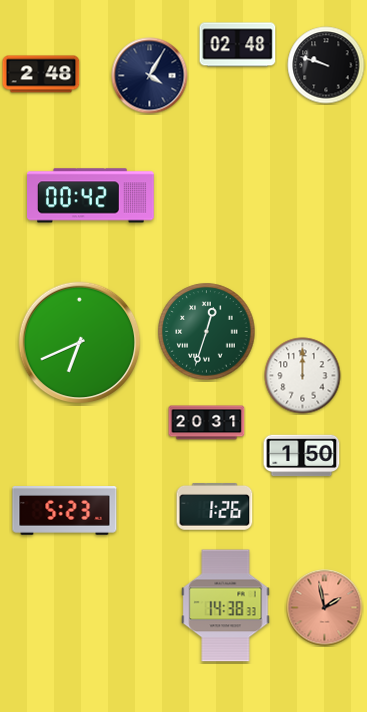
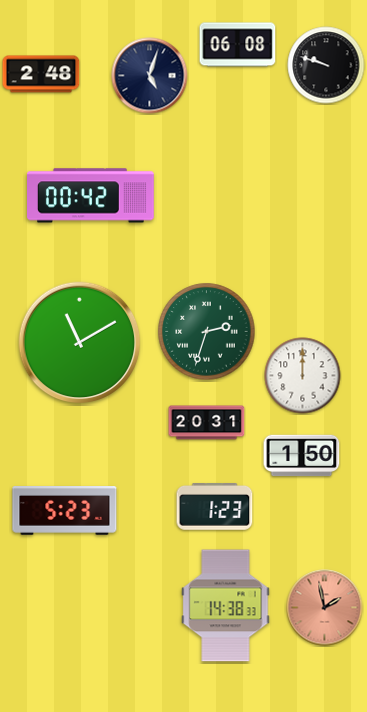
clock at (238, 45): 02:48 -> 06:08
clock at (150, 76): 4:05 -> 5:03
clock at (207, 332): 12:33 -> 2:33
clock at (80, 343): 6:41 -> 11:10
clock at (215, 507): 1:26 -> 1:23
